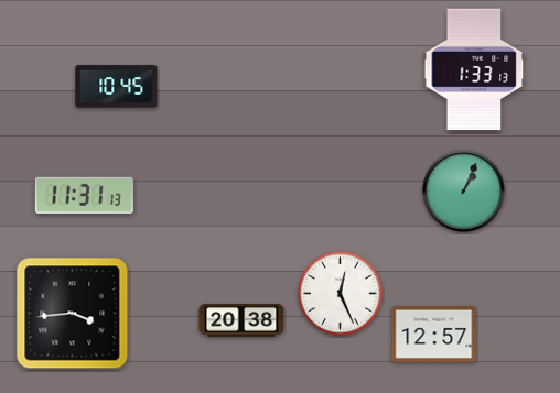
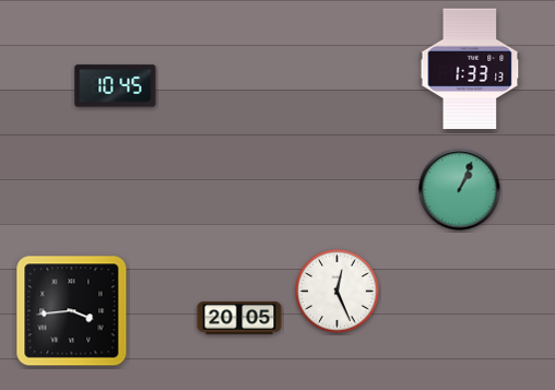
clock at (84, 195): 11:31 -> none
clock at (241, 321): 20:38 -> 20:05
clock at (434, 334): 12:57 -> none
